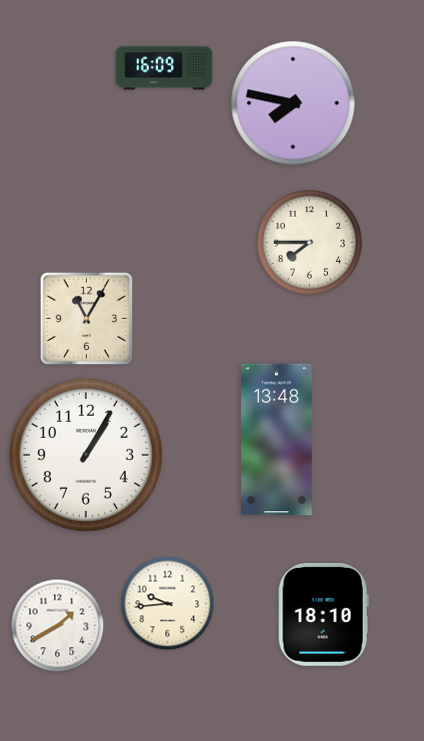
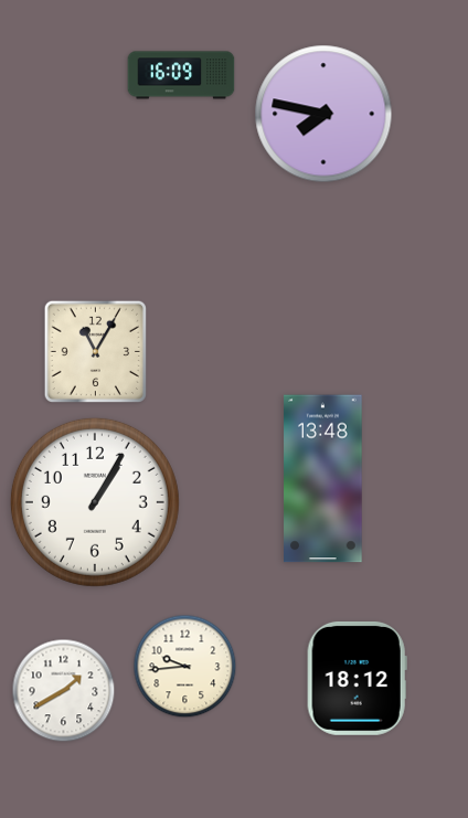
clock at (309, 242): 7:45 -> none
clock at (277, 440) position: (277, 440) -> (323, 479)
clock at (323, 614): 18:10 -> 18:12
